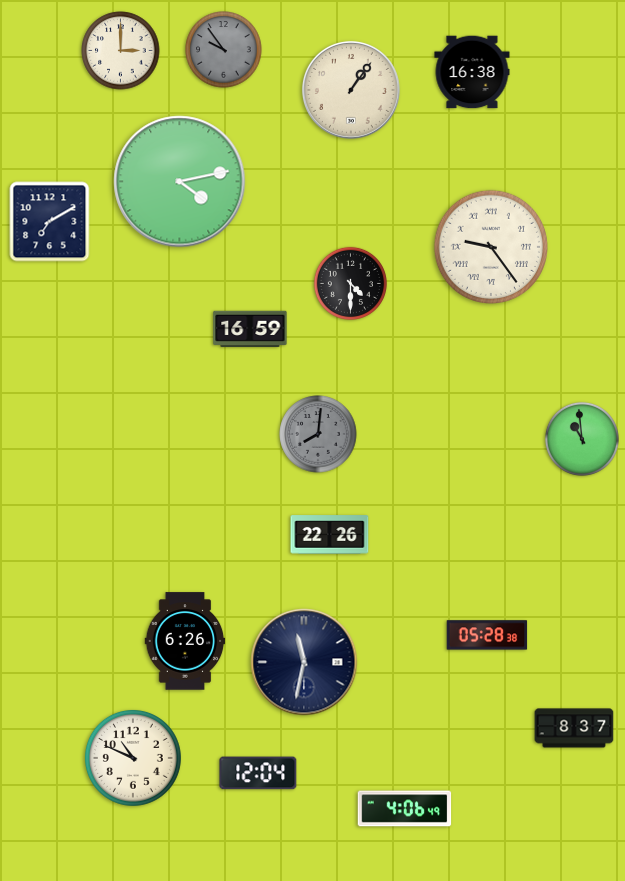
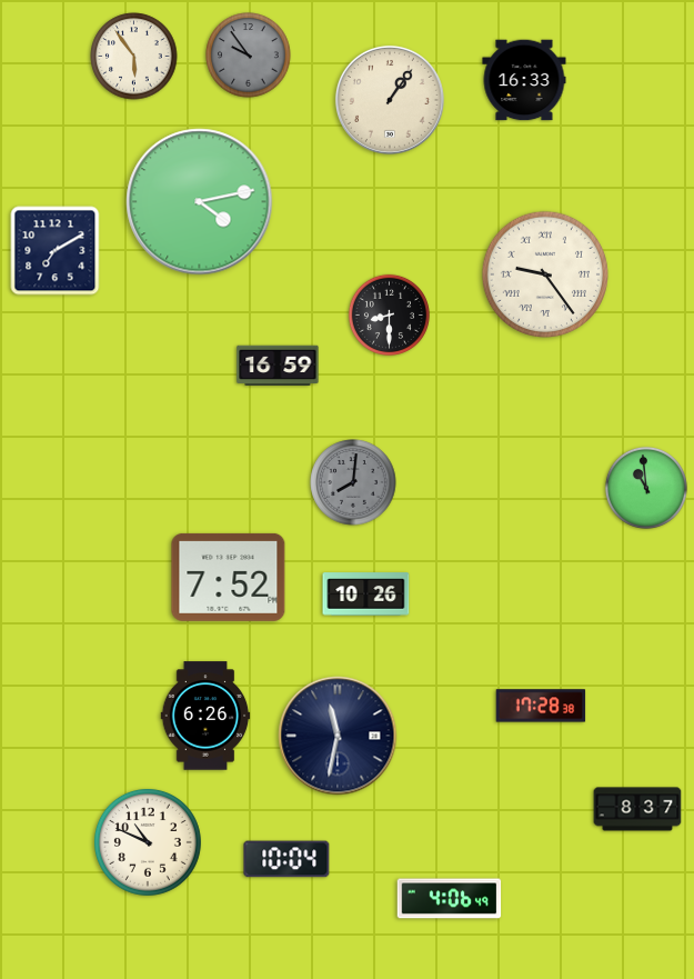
clock at (121, 51): 3:00 -> 5:54
clock at (472, 72): 16:38 -> 16:33
clock at (50, 222) position: (50, 222) -> (56, 251)
clock at (350, 283): 4:30 -> 8:30
clock at (229, 577): none -> 7:52
clock at (330, 535): 22:26 -> 10:26
clock at (487, 635): 05:28 -> 17:28
clock at (185, 641) position: (185, 641) -> (205, 716)
clock at (258, 773): 12:04 -> 10:04
